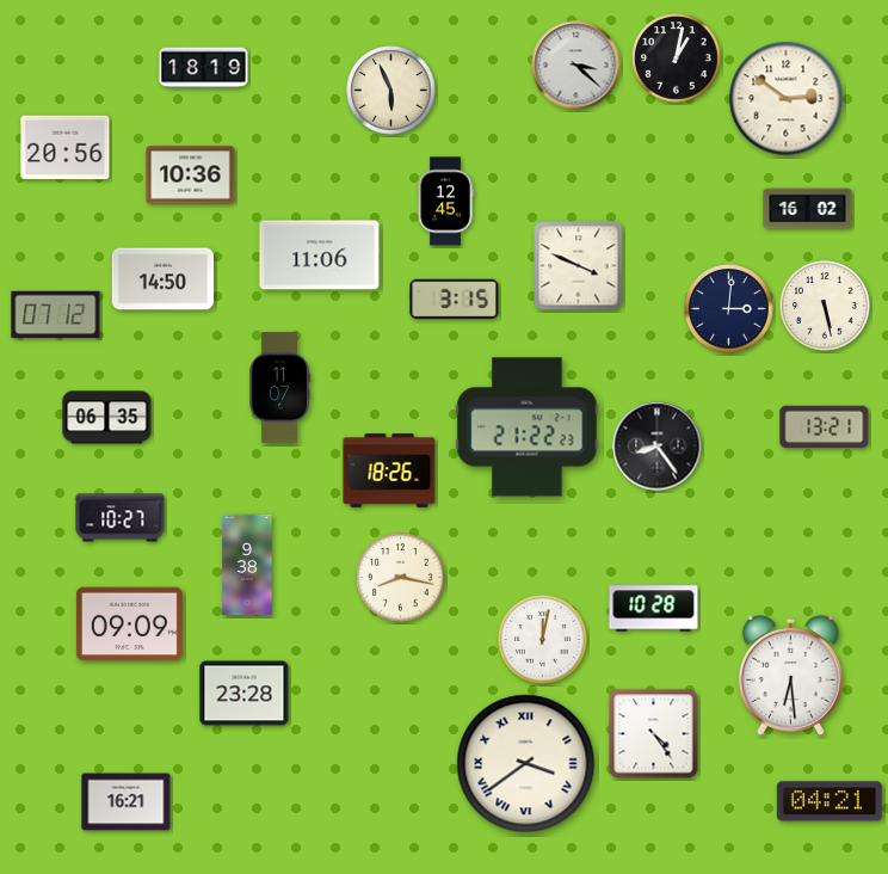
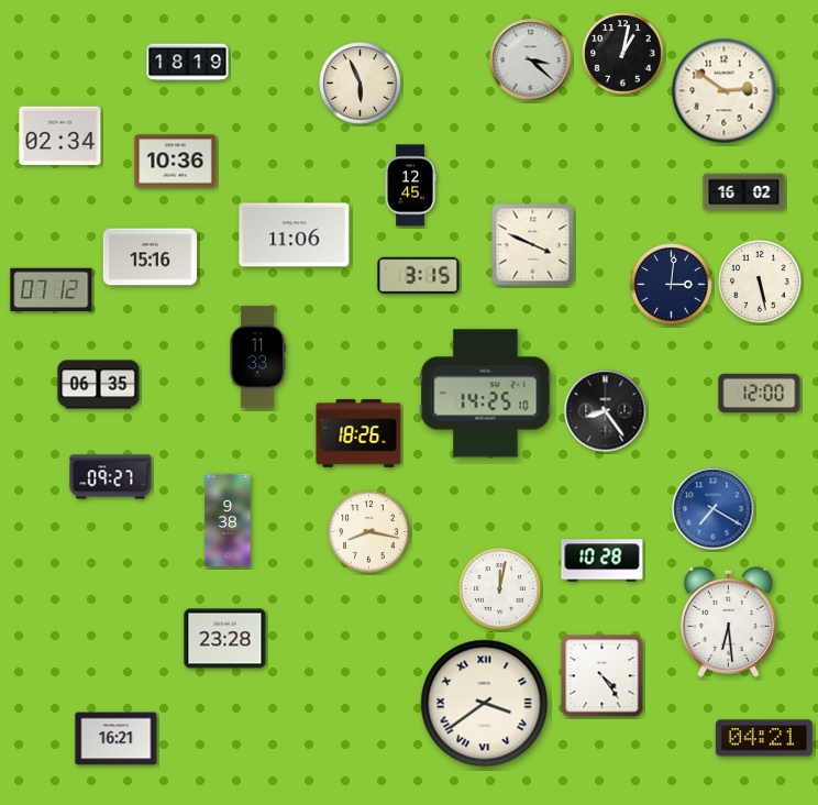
clock at (66, 148): 20:56 -> 02:34
clock at (164, 279): 14:50 -> 15:16
clock at (279, 388): 11:07 -> 11:33
clock at (528, 427): 21:22 -> 14:25
clock at (825, 427): 13:21 -> 12:00
clock at (121, 518): 10:27 -> 09:27
clock at (714, 509): none -> 7:20
clock at (129, 624): 09:09 -> none
